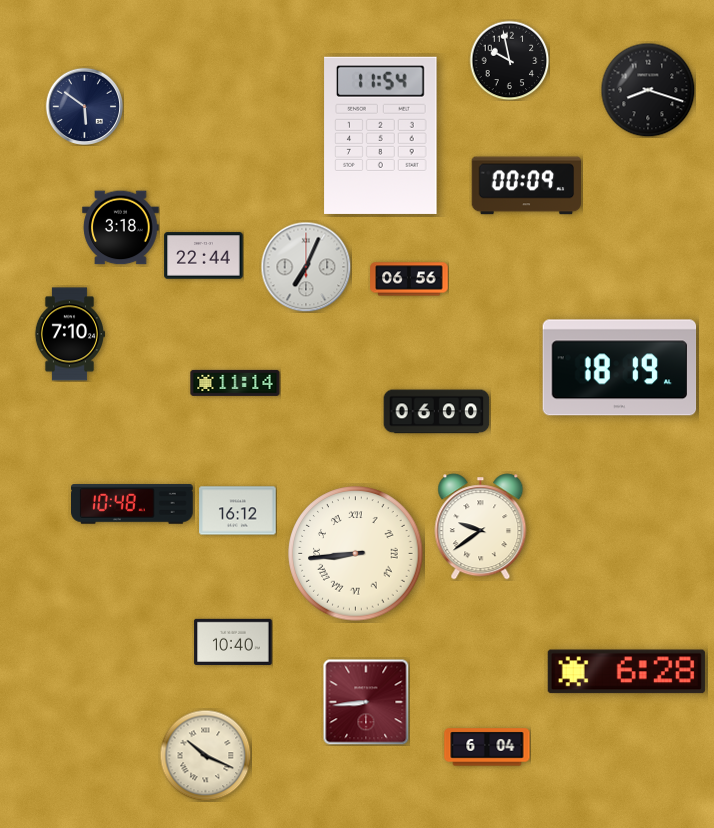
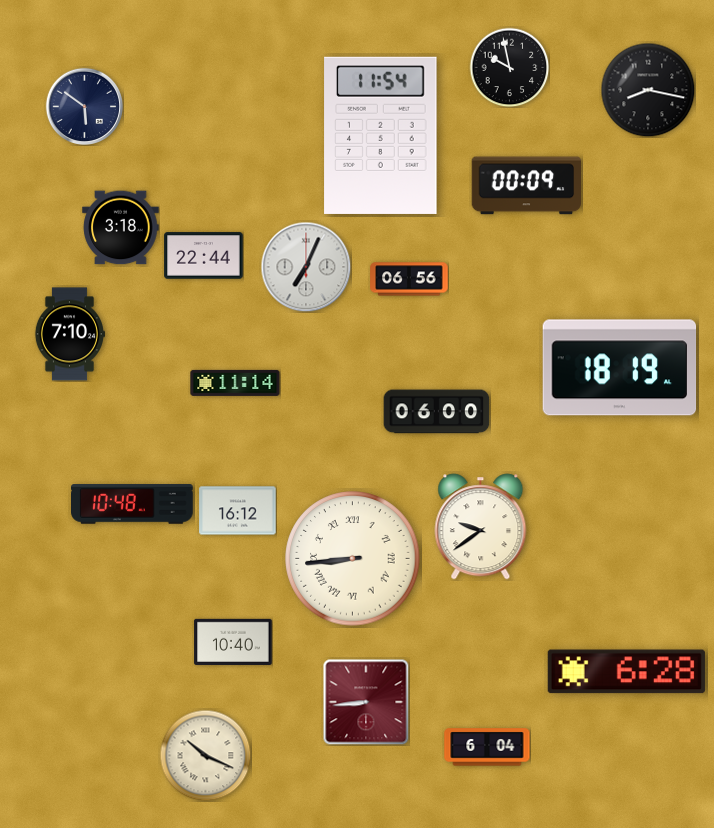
clock at (509, 60) position: (509, 60) -> (509, 67)
clock at (648, 90): 8:18 -> 8:17
clock at (356, 554) position: (356, 554) -> (353, 559)
